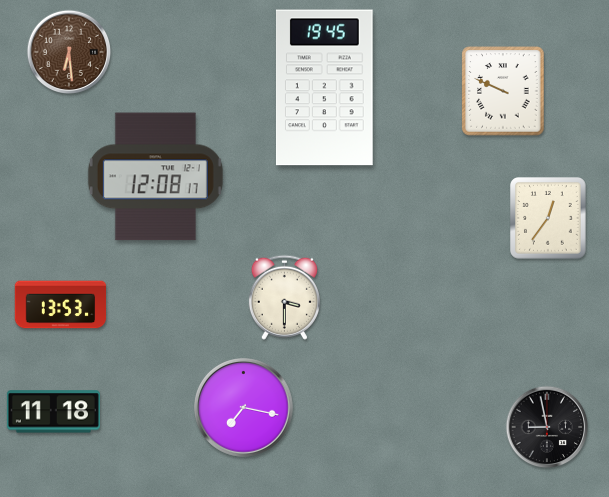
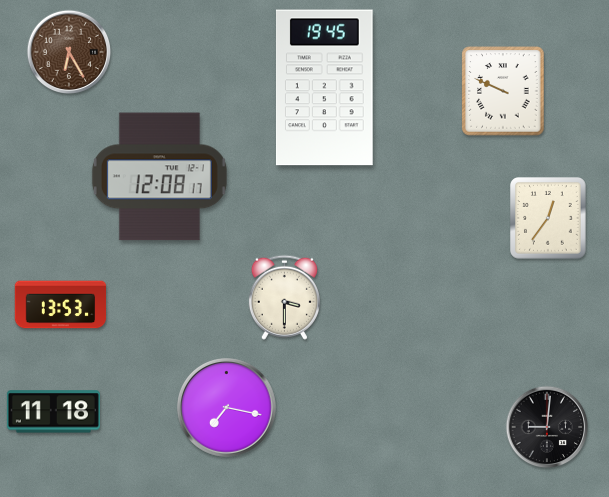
clock at (69, 52): 6:29 -> 6:25
clock at (155, 177) position: (155, 177) -> (159, 177)
clock at (244, 408) position: (244, 408) -> (227, 408)
clock at (547, 427): 8:58 -> 9:01
